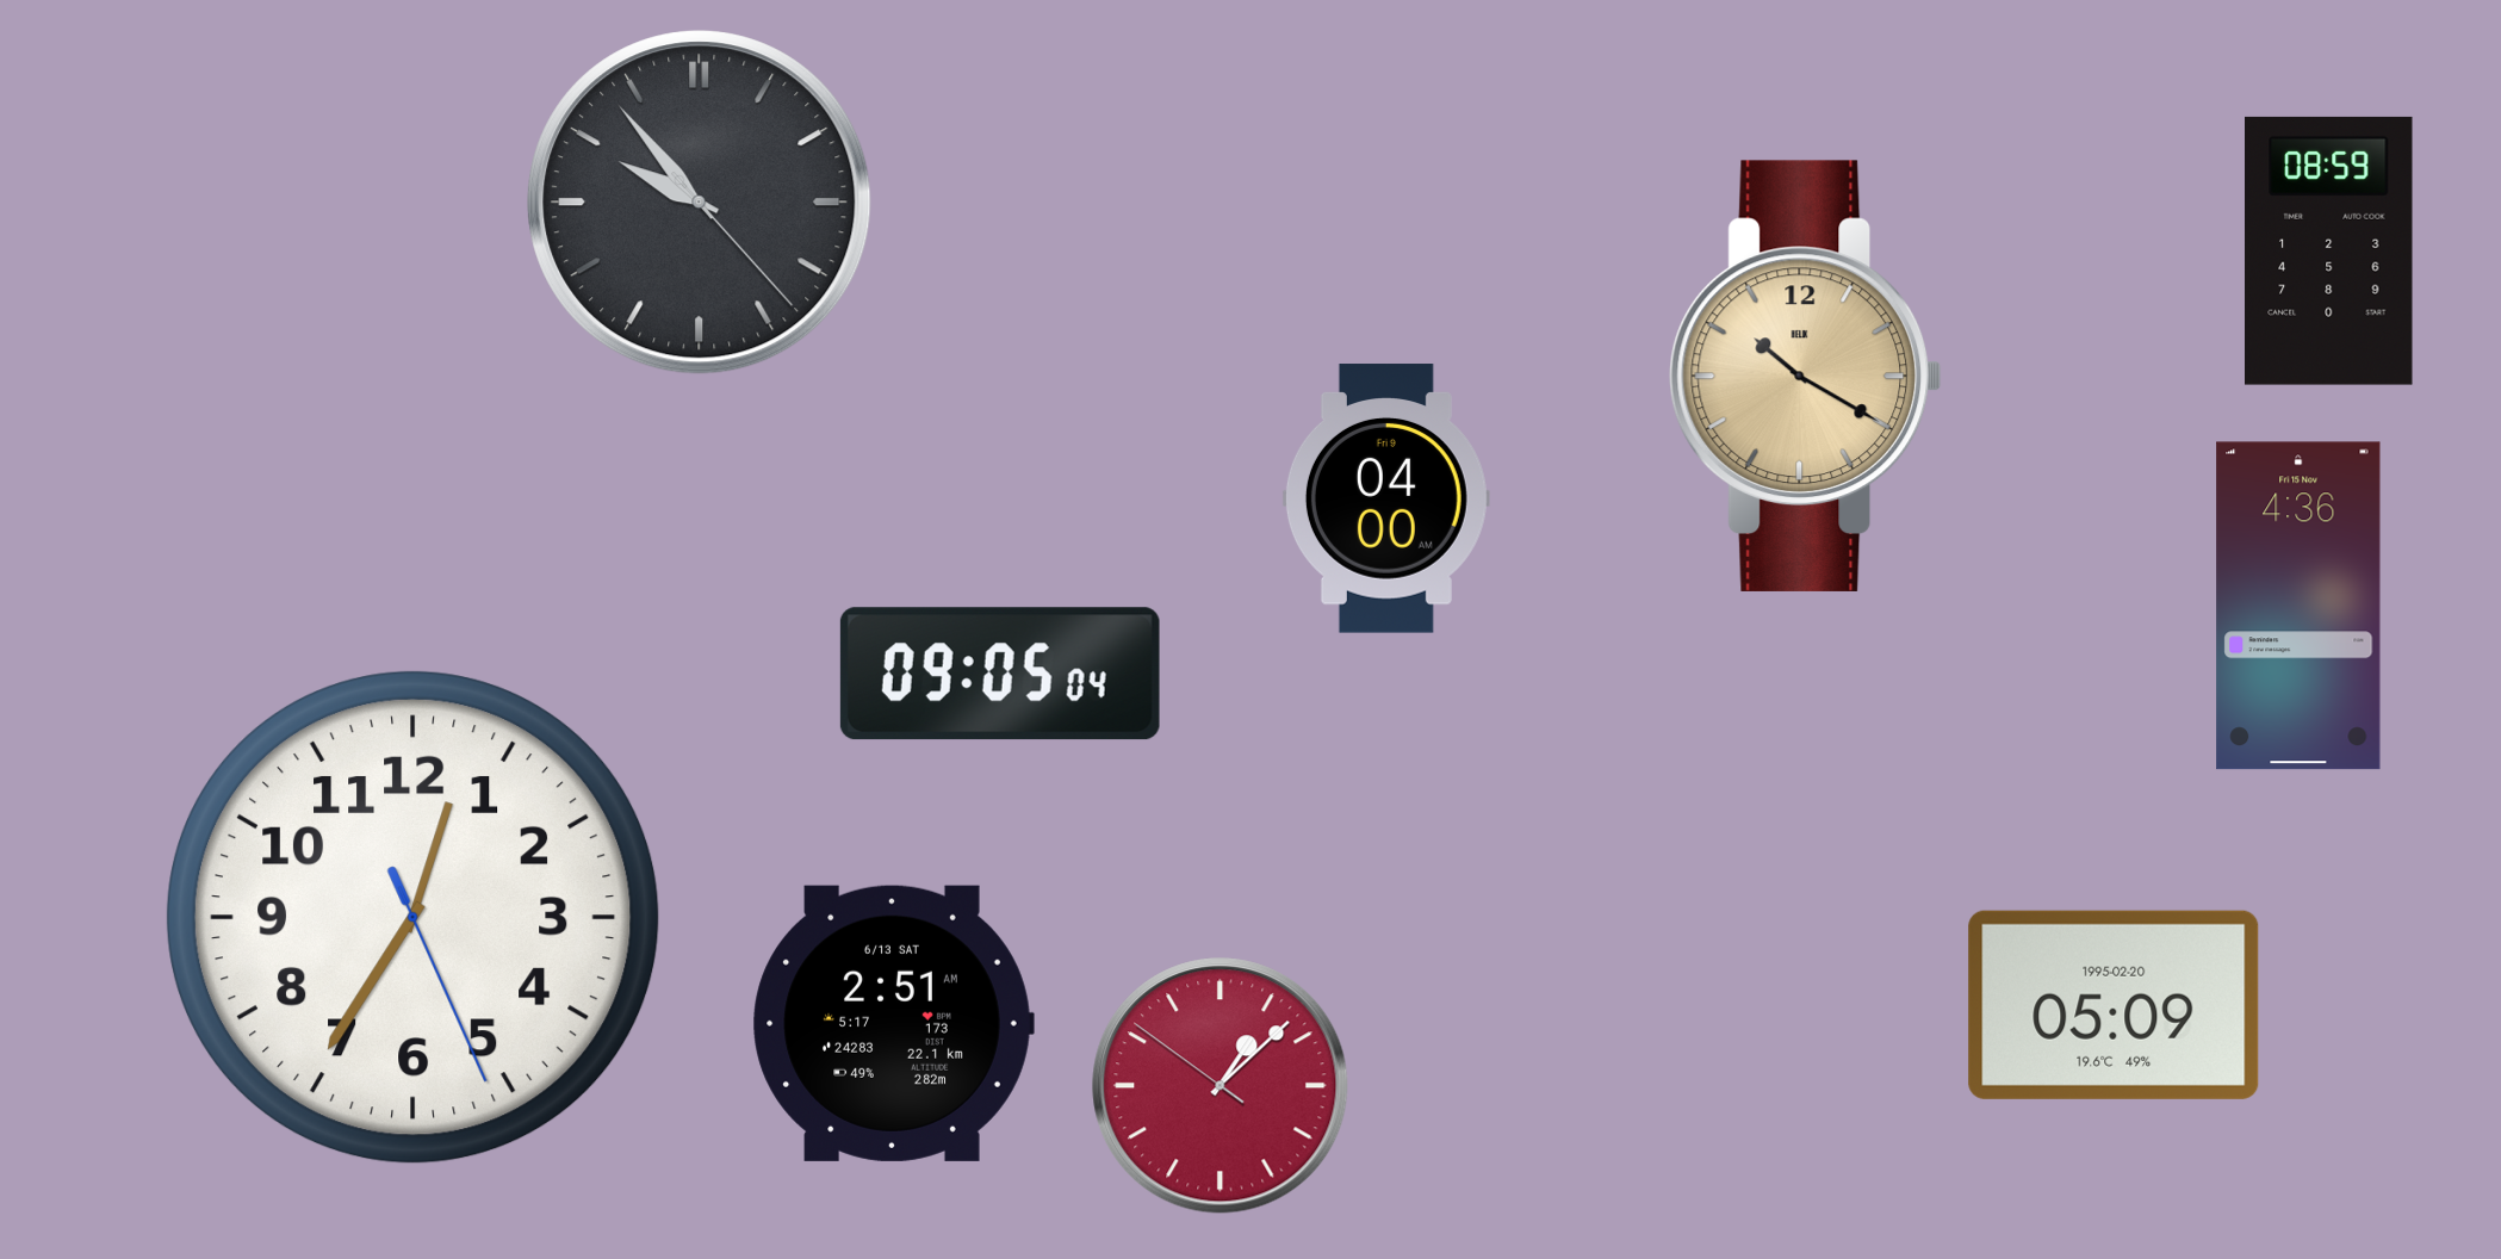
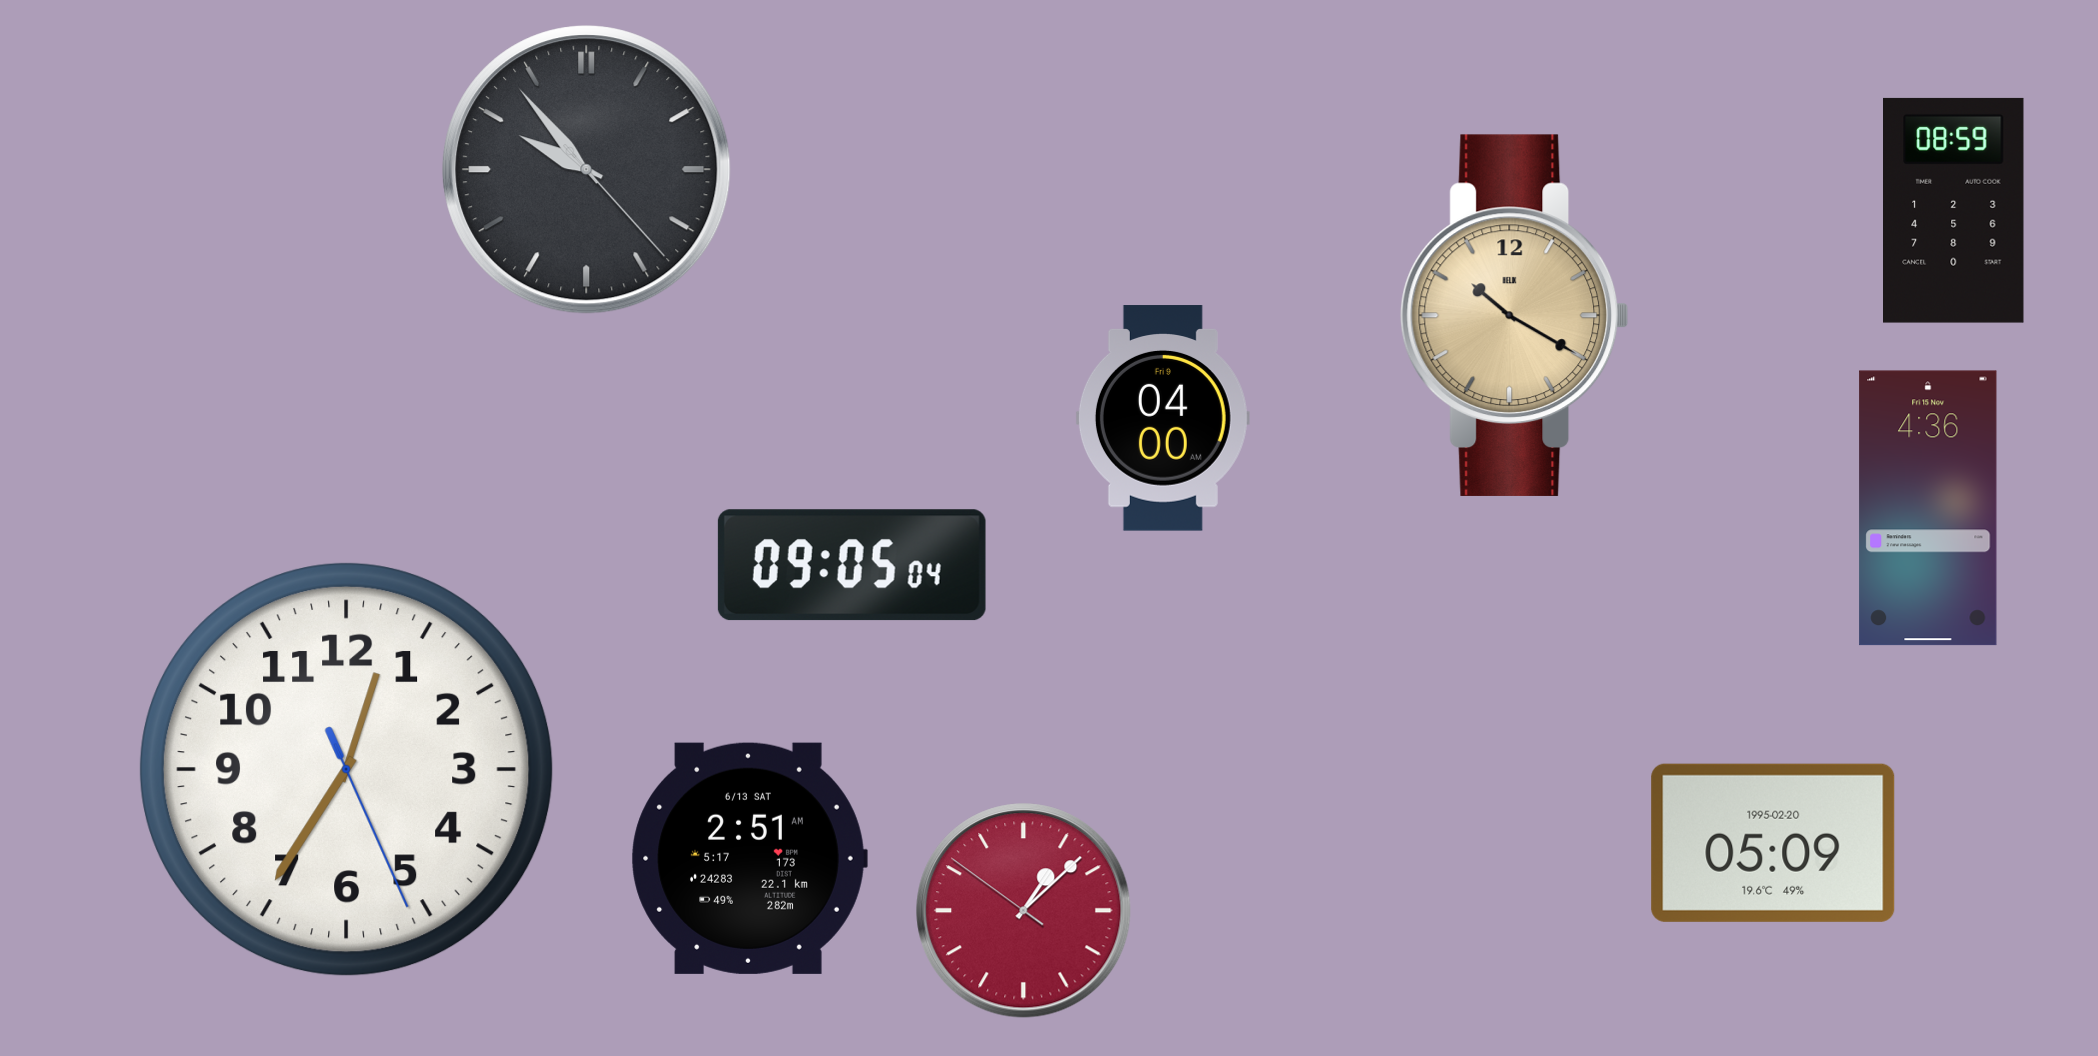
clock at (1000, 674) position: (1000, 674) -> (852, 565)
